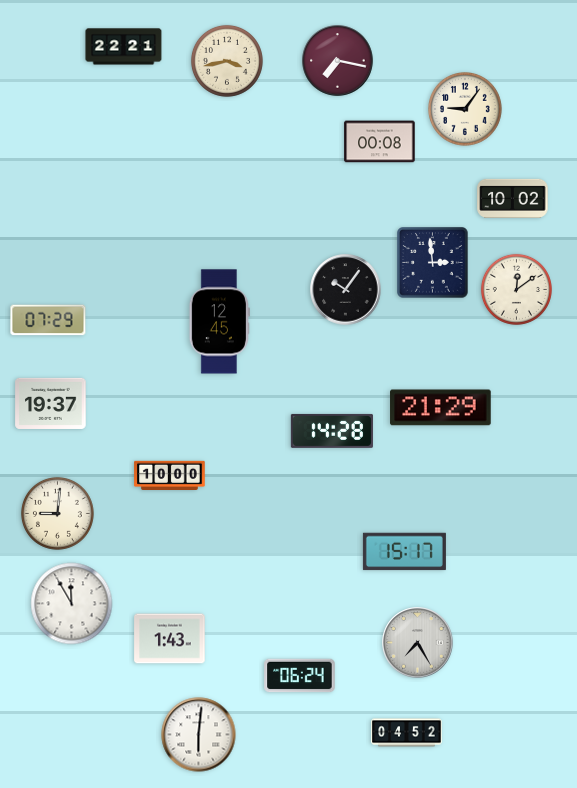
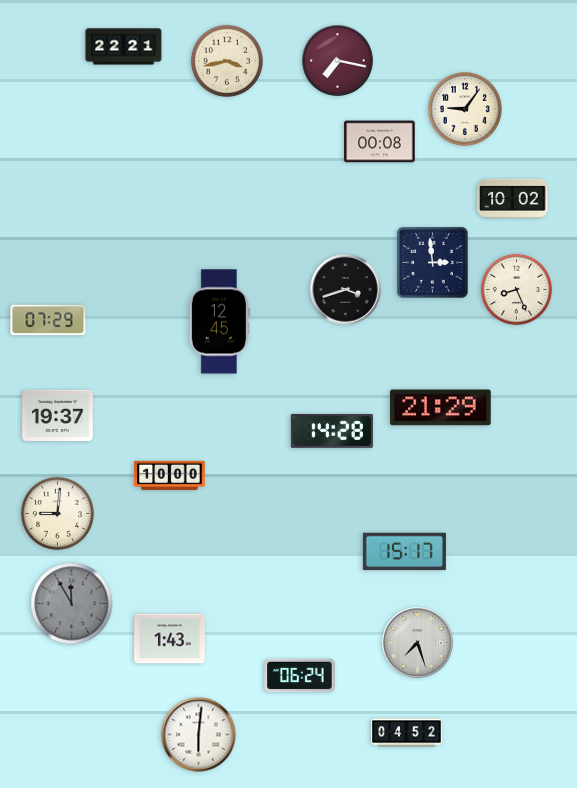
clock at (516, 289): 12:09 -> 8:26
clock at (346, 290): 10:06 -> 3:42
clock at (51, 403) position: (51, 403) -> (58, 415)
clock at (72, 604) dial: white -> grey
clock at (418, 643): 7:25 -> 7:27
